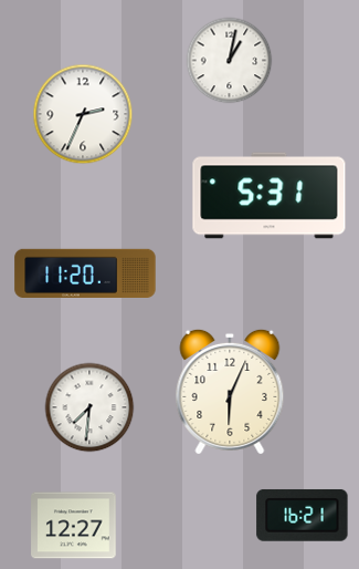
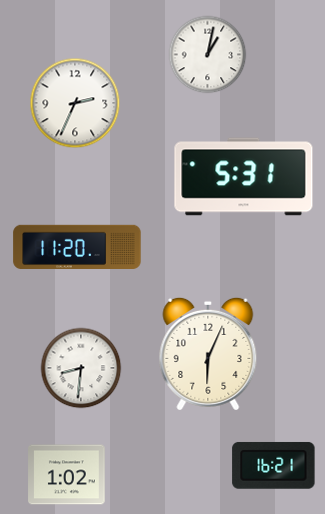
clock at (89, 407): 7:31 -> 8:31
clock at (74, 526): 12:27 -> 1:02
